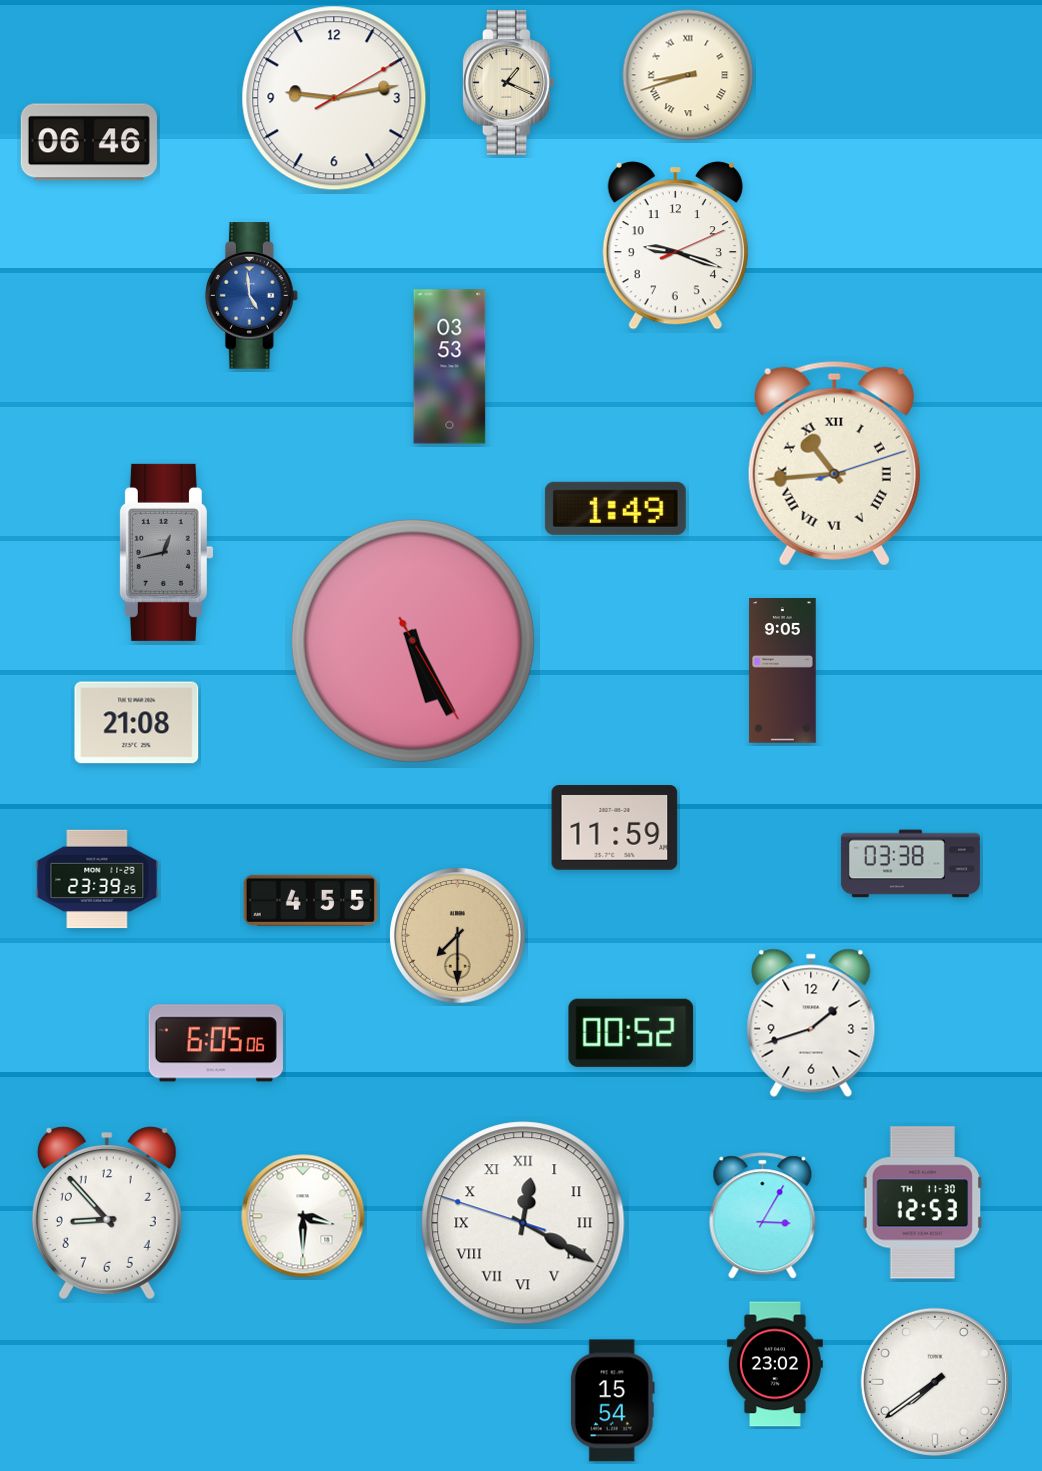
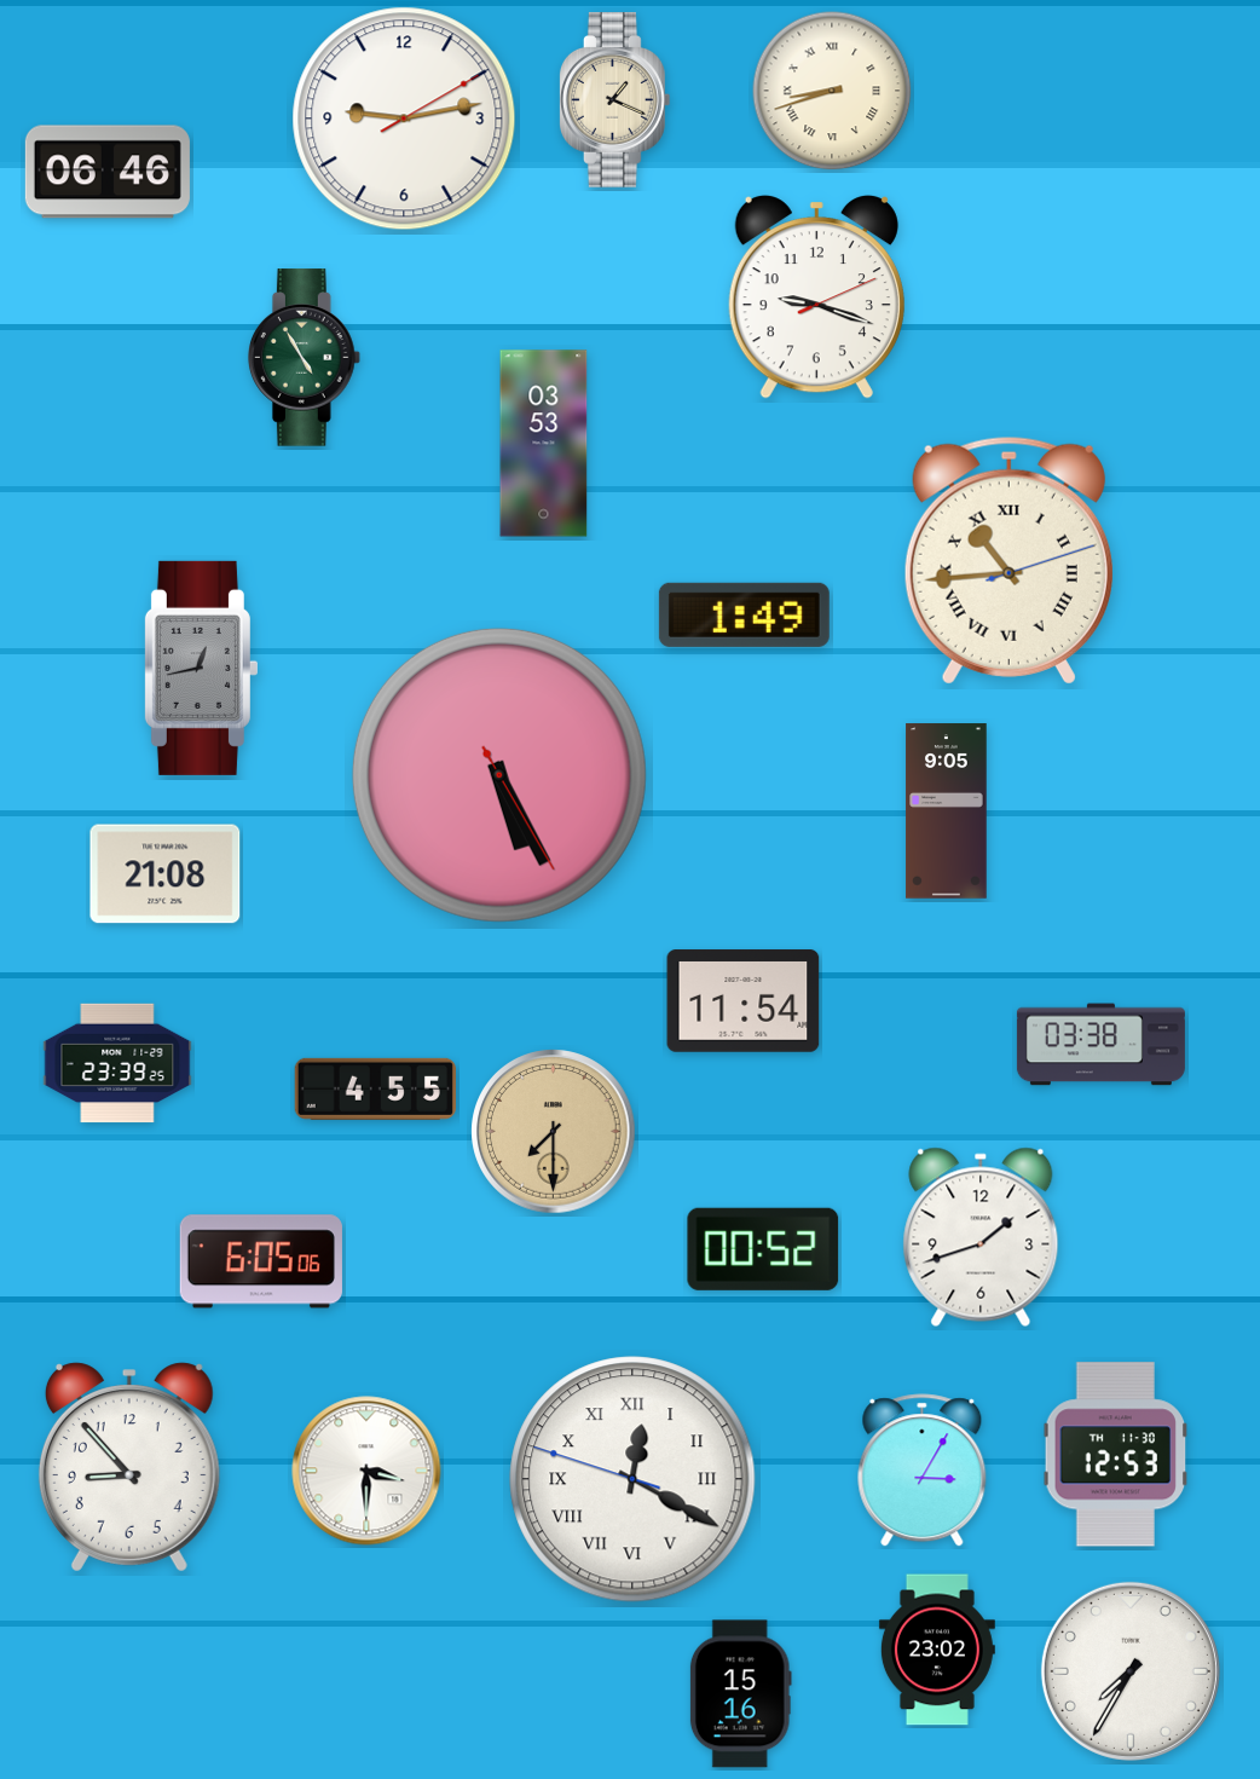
clock at (251, 296): 4:59 -> 4:55
clock at (251, 296) dial: blue -> green
clock at (615, 828): 11:59 -> 11:54
clock at (935, 1382): 7:39 -> 7:35
clock at (612, 1401): 15:54 -> 15:16
